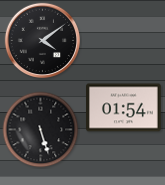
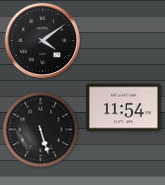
clock at (124, 108): 01:54 -> 11:54
